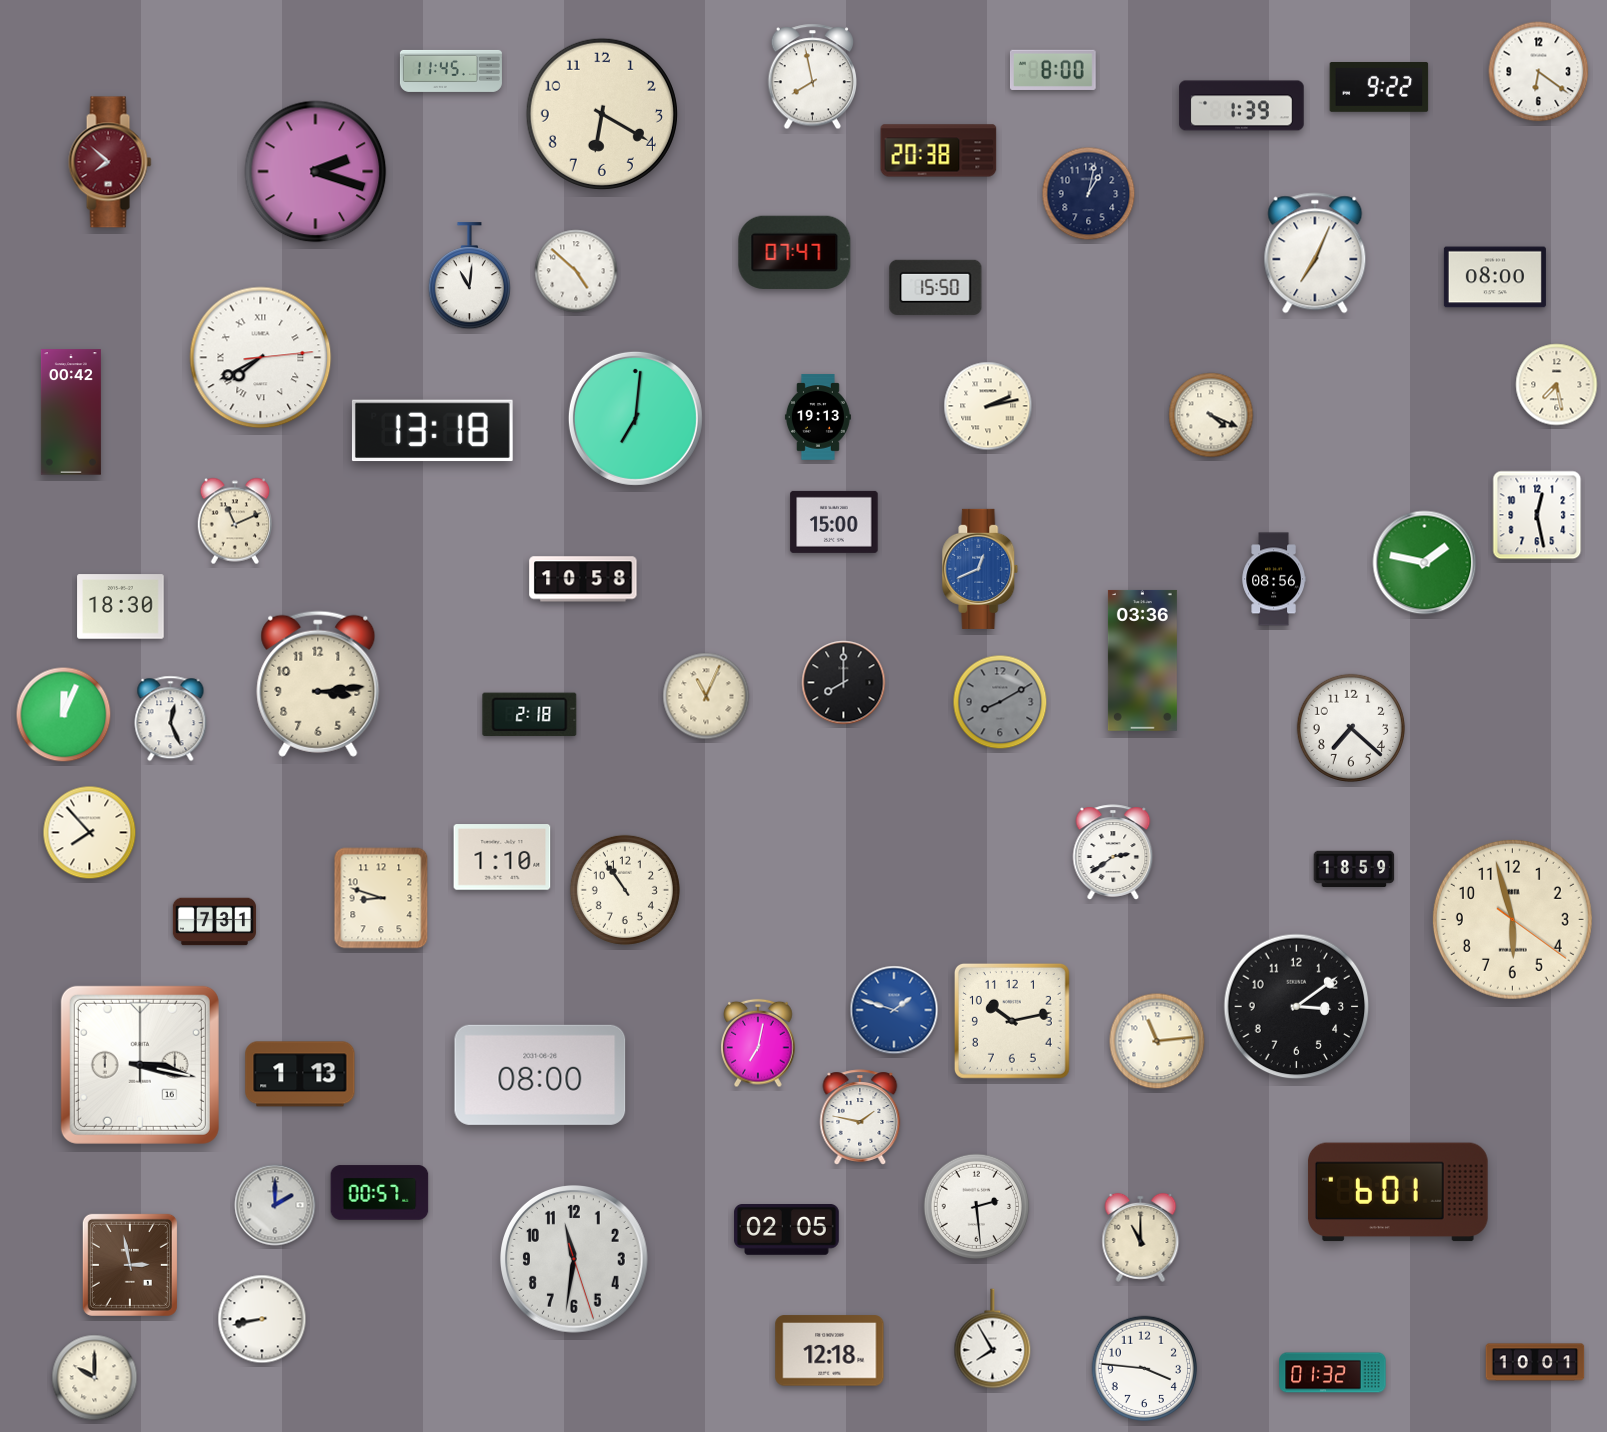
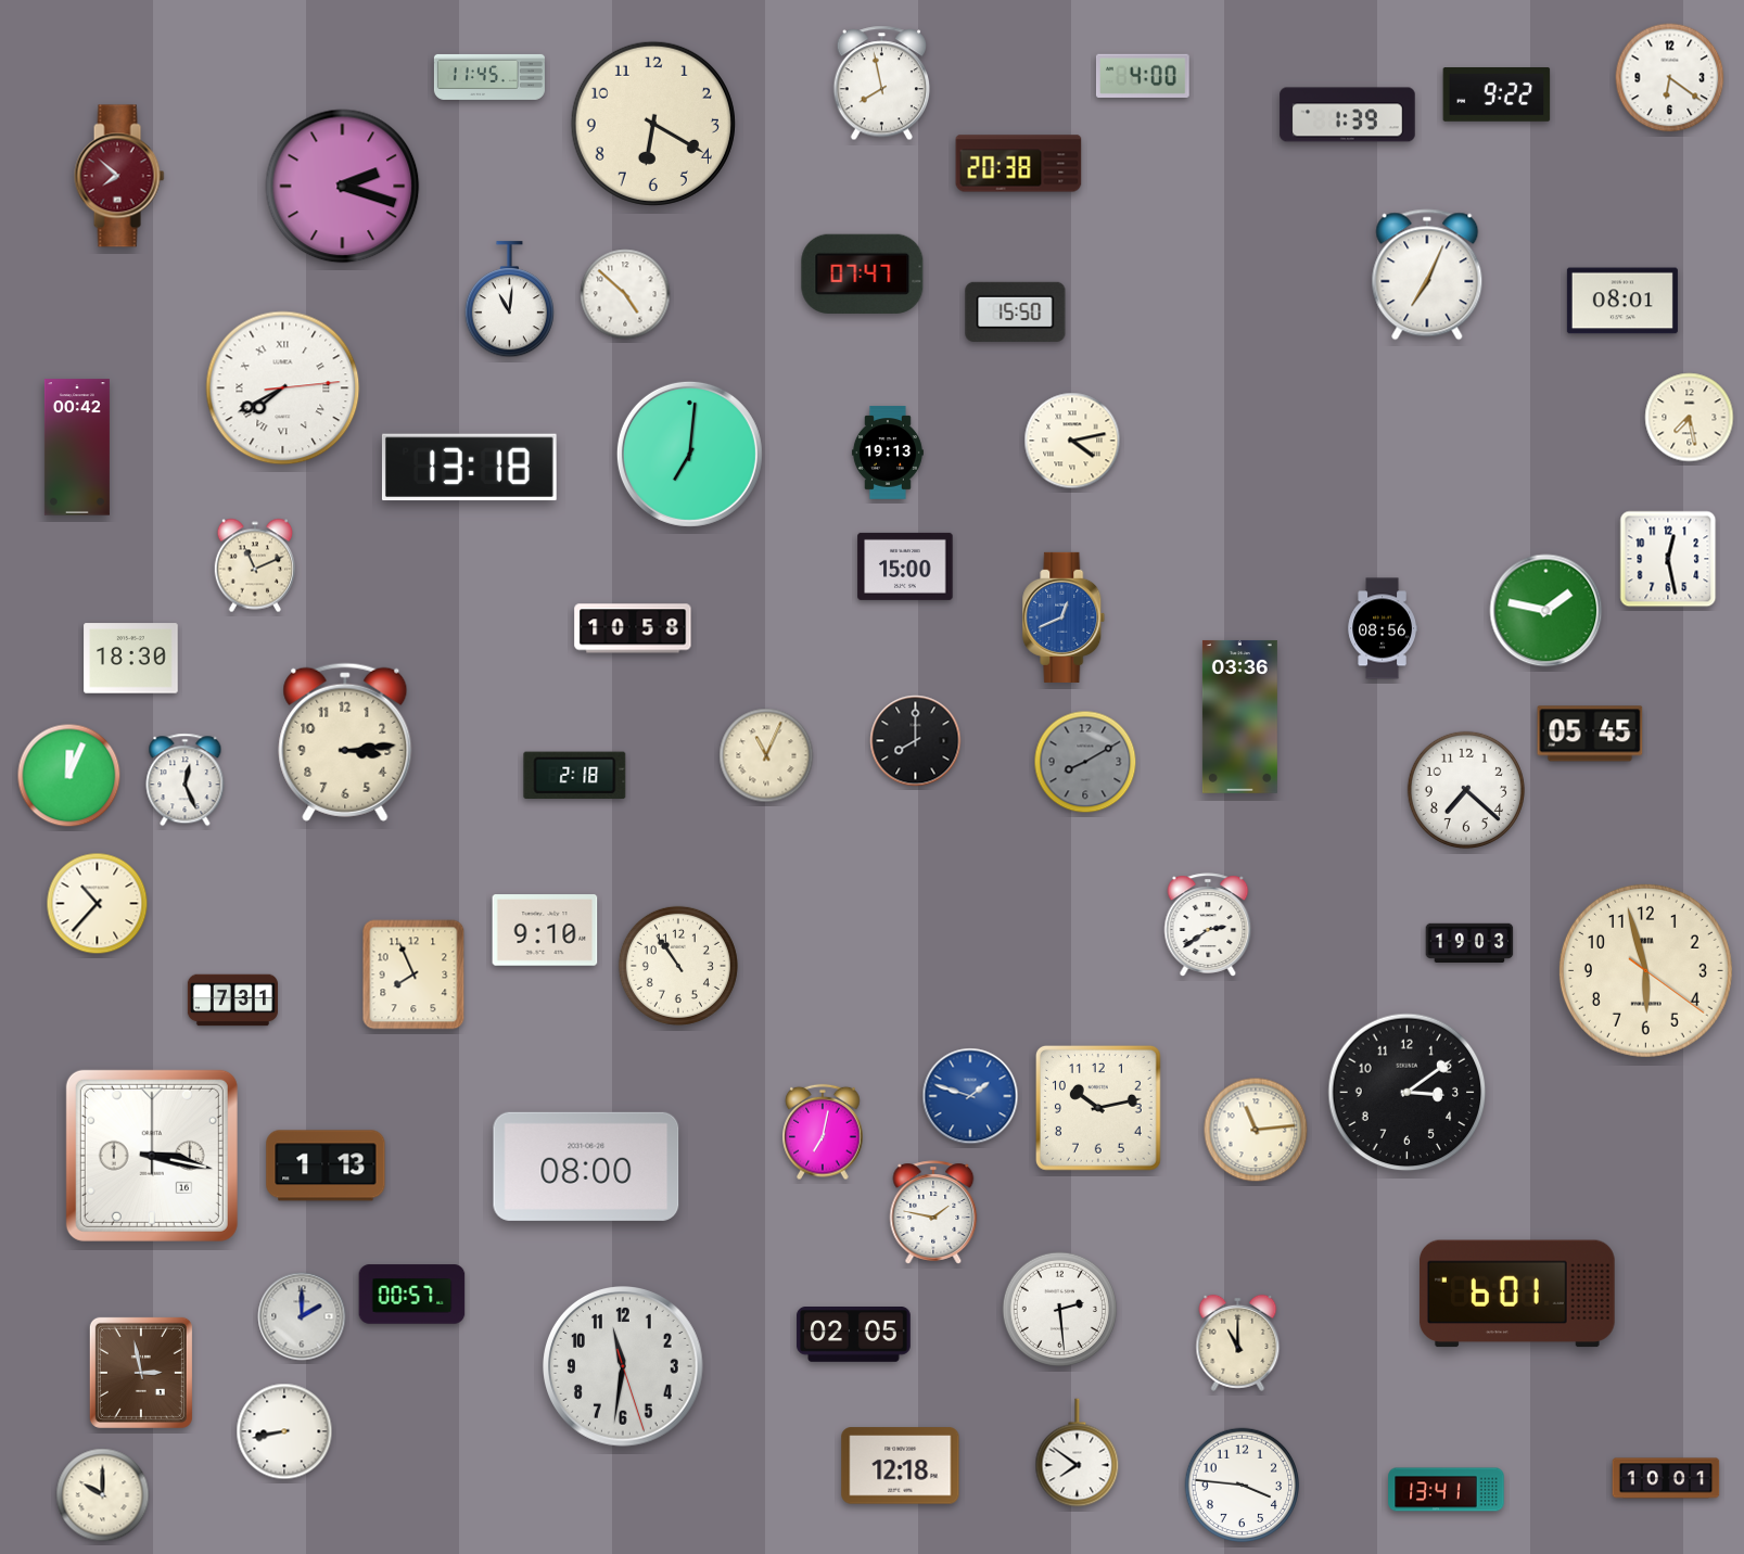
clock at (1053, 70): 8:00 -> 4:00
clock at (1089, 194): 1:02 -> none
clock at (1495, 277): 08:00 -> 08:01
clock at (988, 406): 2:13 -> 4:13
clock at (1211, 415): 4:19 -> none
clock at (1590, 734): none -> 05:45
clock at (90, 833): 7:53 -> 10:37
clock at (502, 857): 1:10 -> 9:10
clock at (1354, 868): 18:59 -> 19:03
clock at (381, 898): 8:48 -> 7:56
clock at (1512, 919) position: (1512, 919) -> (1645, 970)
clock at (275, 1205) position: (275, 1205) -> (302, 1316)
clock at (993, 1339): 7:55 -> 7:51
clock at (1333, 1373): 01:32 -> 13:41
